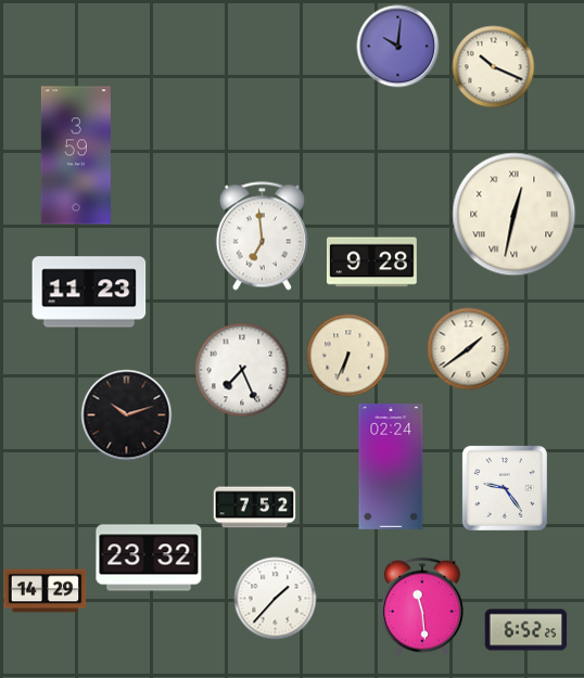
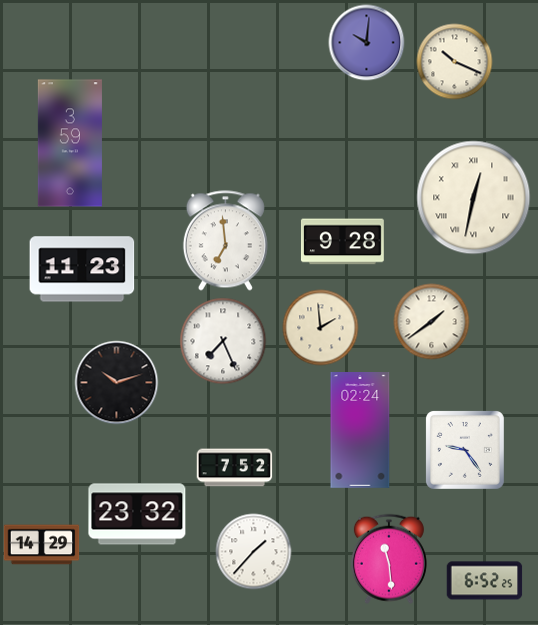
clock at (262, 236) position: (262, 236) -> (225, 241)
clock at (348, 356): 6:34 -> 1:59
